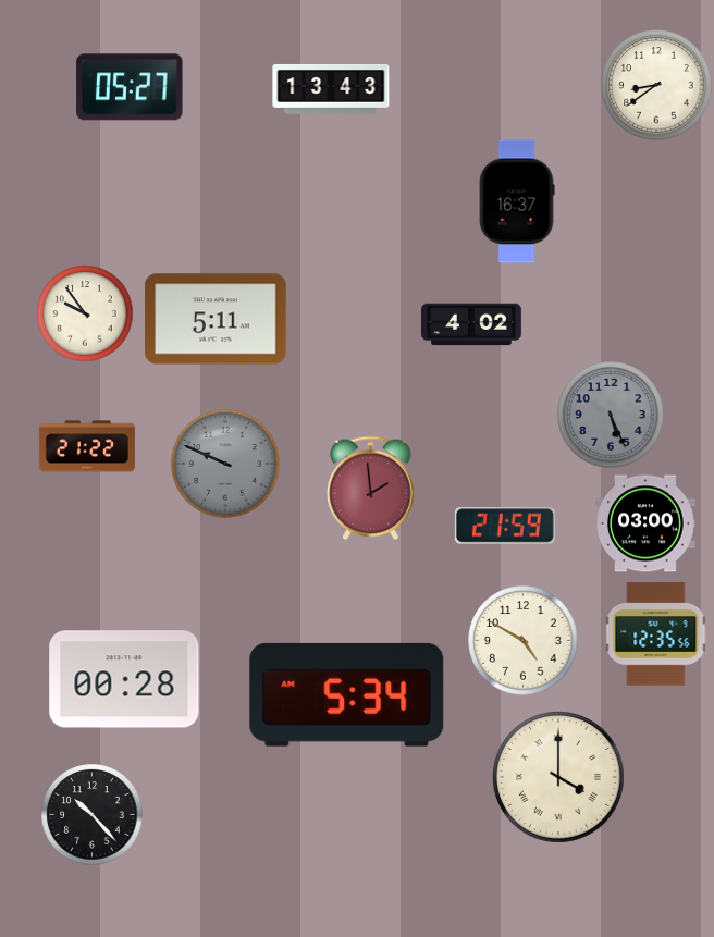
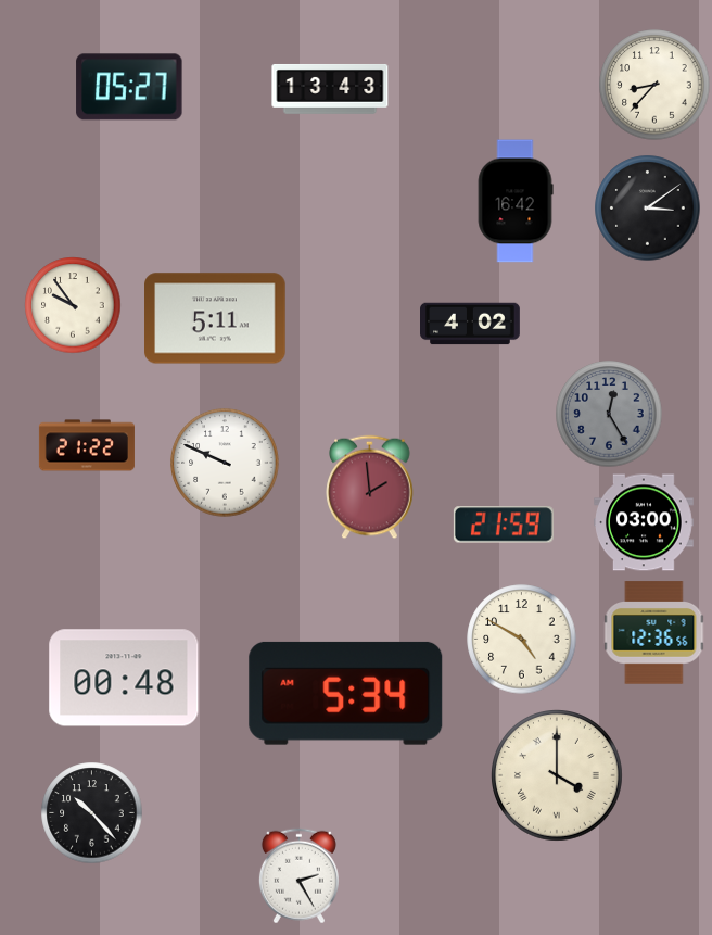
clock at (656, 85): 8:39 -> 8:37
clock at (517, 201): 16:37 -> 16:42
clock at (648, 209): none -> 3:09
clock at (85, 313) position: (85, 313) -> (73, 305)
clock at (611, 415): 5:26 -> 12:25
clock at (225, 464) dial: grey -> white
clock at (656, 634): 12:35 -> 12:36
clock at (124, 679): 00:28 -> 00:48
clock at (298, 876): none -> 2:25
